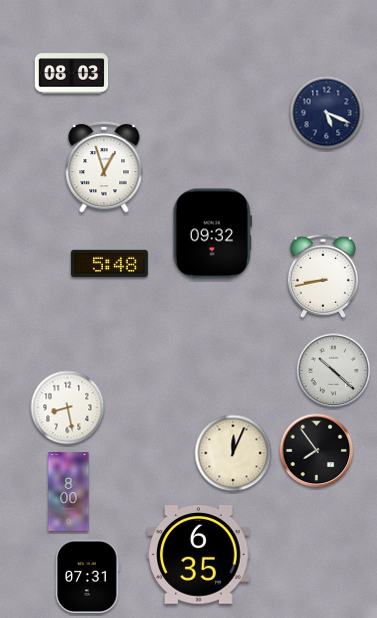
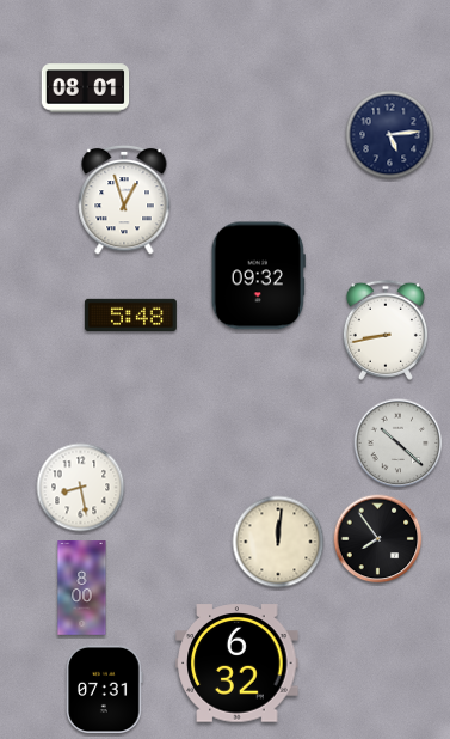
clock at (72, 74): 08:03 -> 08:01
clock at (327, 113): 5:19 -> 5:14
clock at (212, 234) position: (212, 234) -> (258, 276)
clock at (233, 453): 12:04 -> 12:01
clock at (199, 555): 6:35 -> 6:32
